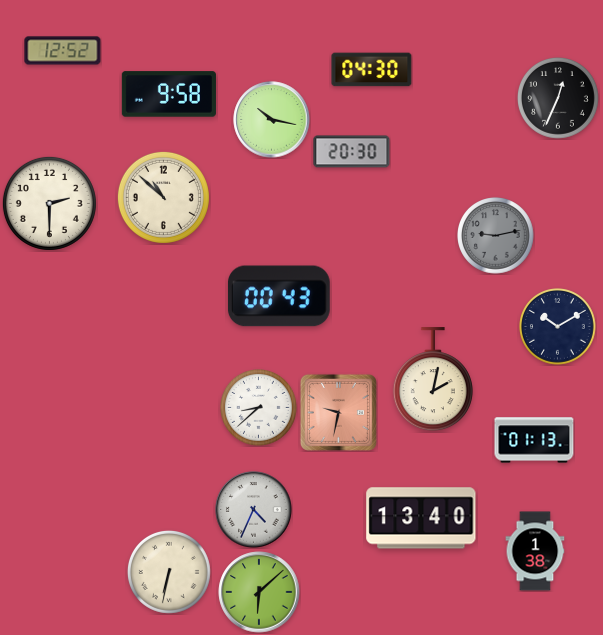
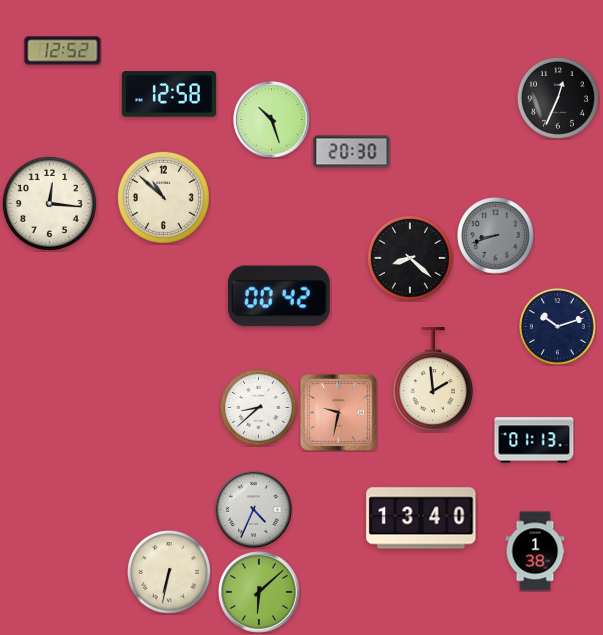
clock at (372, 70): 04:30 -> none
clock at (169, 94): 9:58 -> 12:58
clock at (272, 120): 10:17 -> 10:27
clock at (49, 203): 2:30 -> 12:16
clock at (496, 236): 9:13 -> 8:42
clock at (410, 258): none -> 8:22
clock at (279, 296): 00:43 -> 00:42
clock at (558, 327): 10:10 -> 10:12
clock at (433, 380): 2:02 -> 1:59
